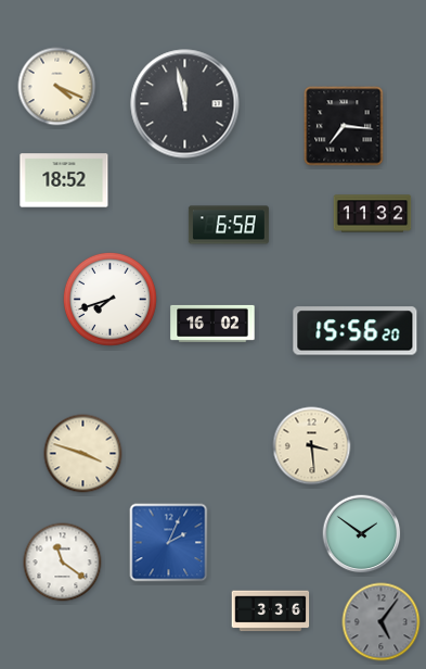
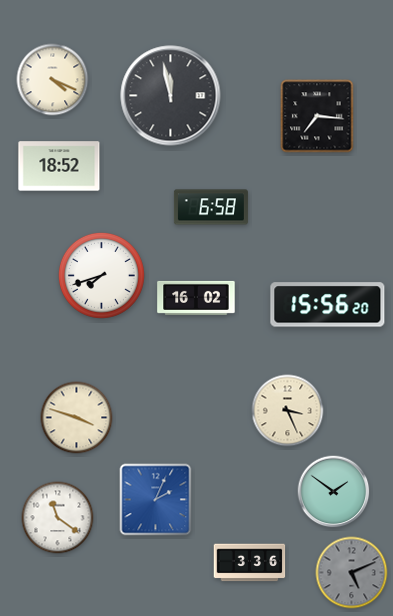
clock at (373, 214): 11:32 -> none
clock at (312, 446): 3:29 -> 3:26
clock at (382, 622): 5:06 -> 5:11
